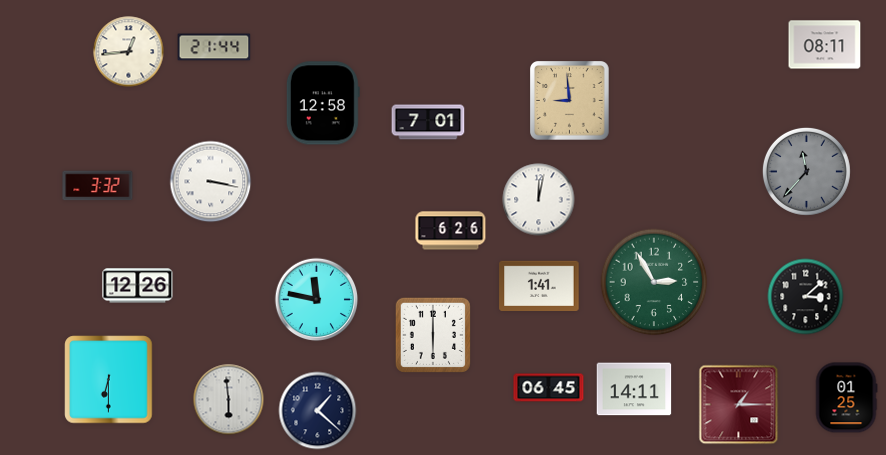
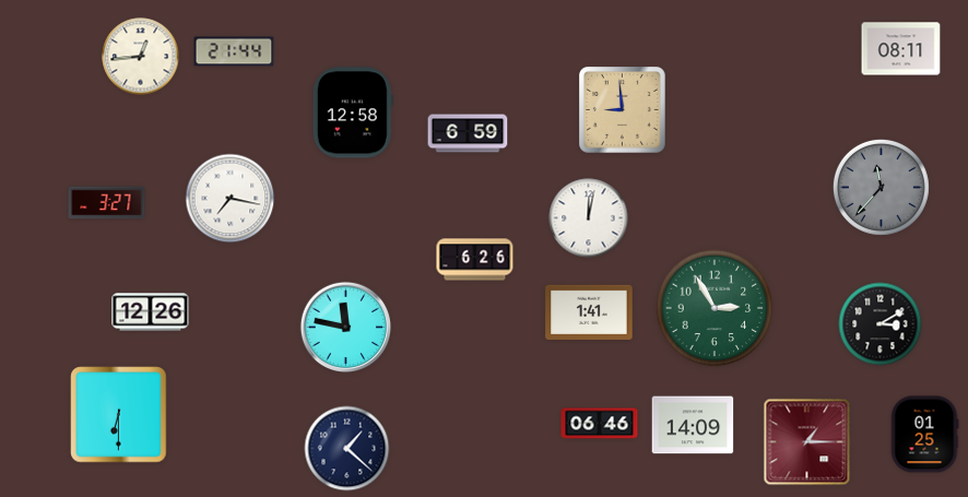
clock at (428, 122): 7:01 -> 6:59
clock at (211, 182): 3:17 -> 7:17
clock at (98, 186): 3:32 -> 3:27
clock at (451, 231) position: (451, 231) -> (475, 260)
clock at (806, 297): 3:08 -> 3:10
clock at (433, 335): 6:00 -> none
clock at (549, 388): 06:45 -> 06:46
clock at (634, 389): 14:11 -> 14:09
clock at (229, 400): 5:59 -> none
